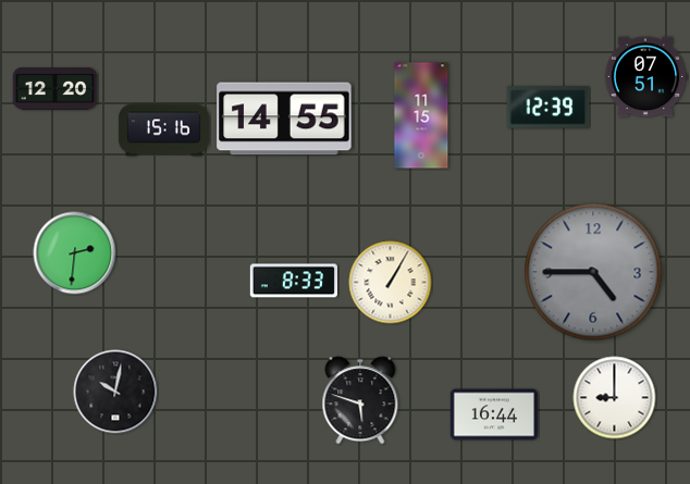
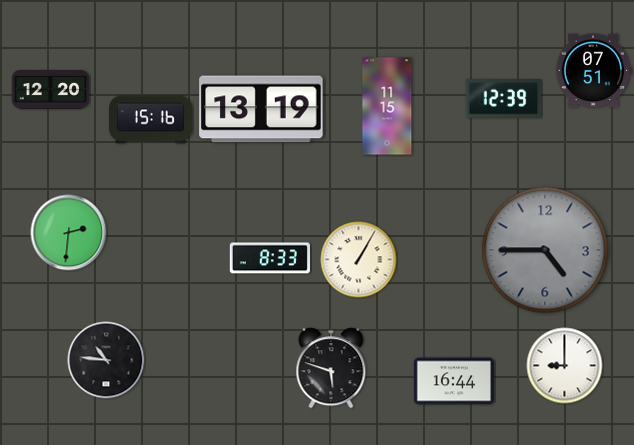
clock at (56, 88) position: (56, 88) -> (51, 89)
clock at (284, 119): 14:55 -> 13:19
clock at (115, 392): 10:02 -> 10:46
